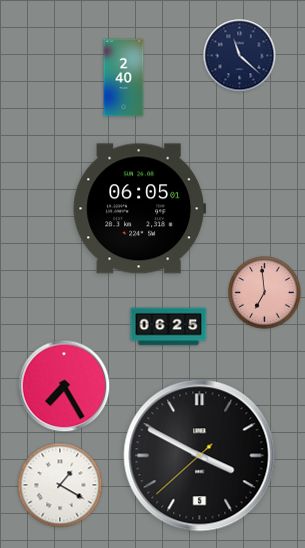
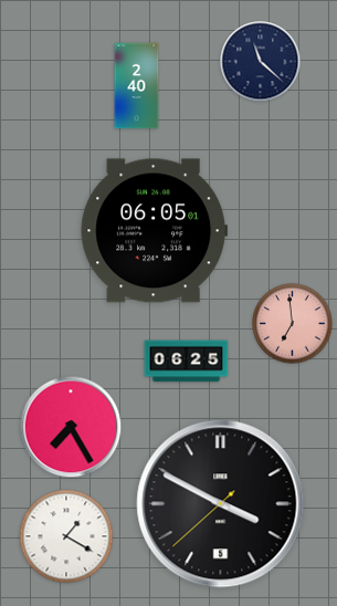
clock at (240, 56) position: (240, 56) -> (261, 62)
